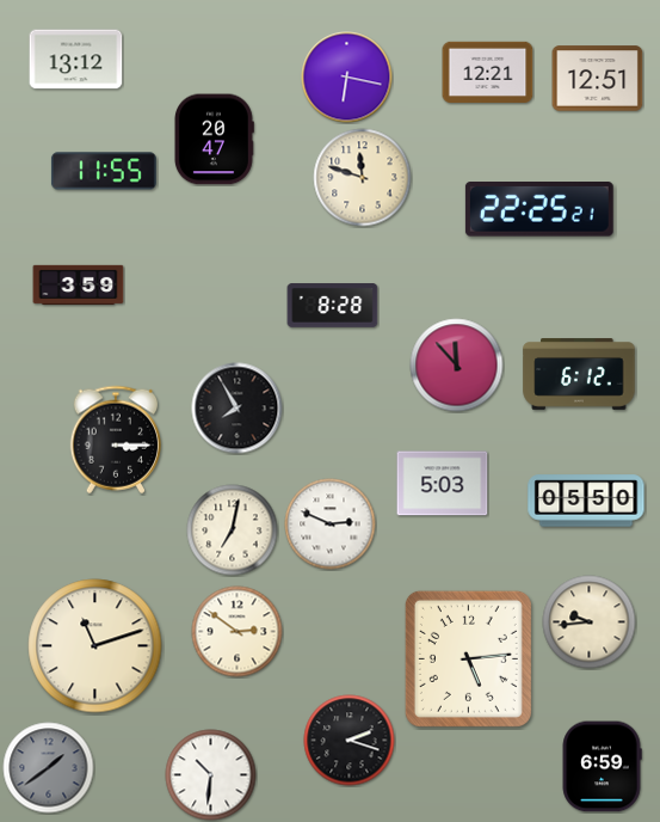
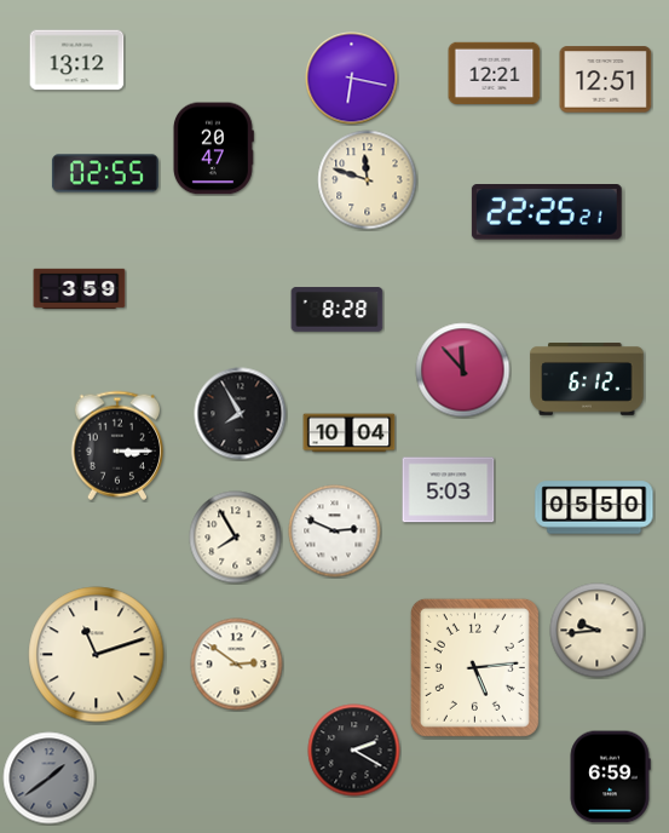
clock at (214, 140) position: (214, 140) -> (213, 149)
clock at (104, 171): 11:55 -> 02:55
clock at (350, 433): none -> 10:04
clock at (233, 530): 7:02 -> 7:55
clock at (238, 632) position: (238, 632) -> (237, 665)
clock at (350, 741): 2:18 -> 2:20
clock at (211, 775): 10:31 -> none
